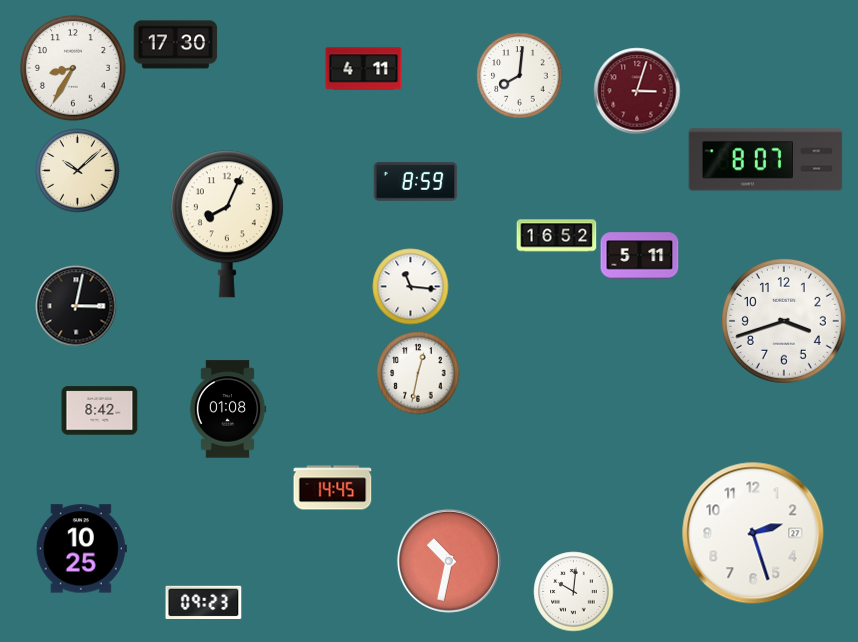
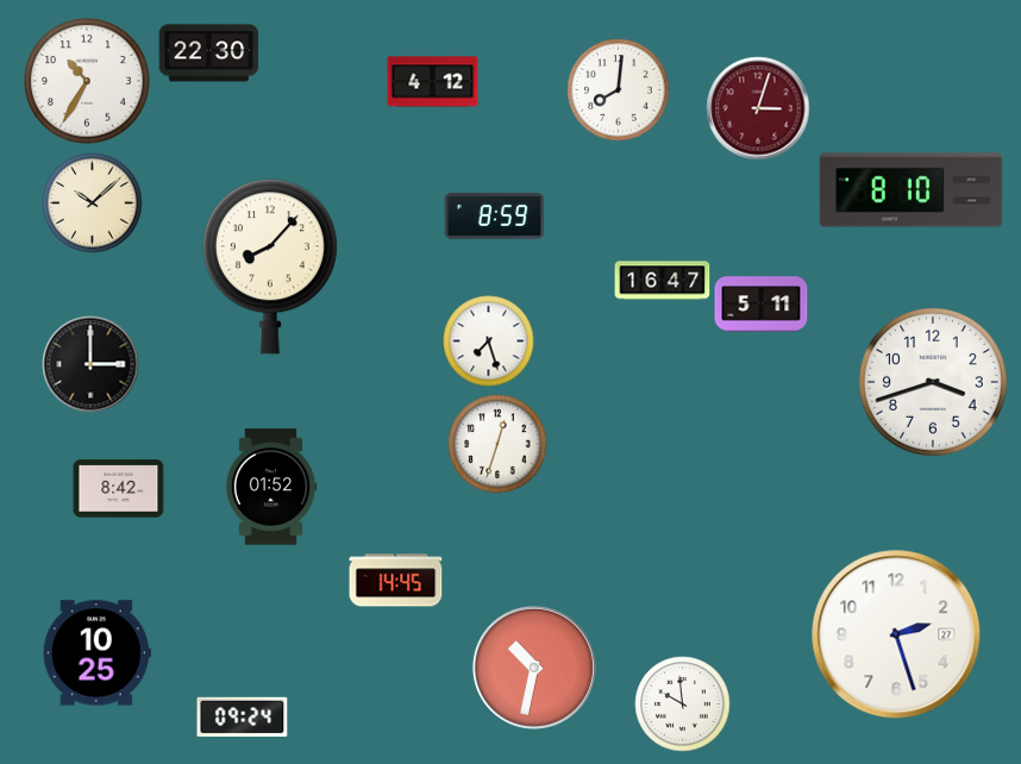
clock at (176, 45): 17:30 -> 22:30
clock at (73, 68): 8:35 -> 10:35
clock at (364, 69): 4:11 -> 4:12
clock at (766, 160): 8:07 -> 8:10
clock at (227, 224): 8:04 -> 8:07
clock at (557, 236): 16:52 -> 16:47
clock at (411, 287): 11:16 -> 7:27
clock at (76, 306): 3:02 -> 3:00
clock at (418, 373): 12:32 -> 12:33
clock at (228, 409): 01:08 -> 01:52
clock at (574, 592): 10:01 -> 9:59
clock at (204, 602): 09:23 -> 09:24
